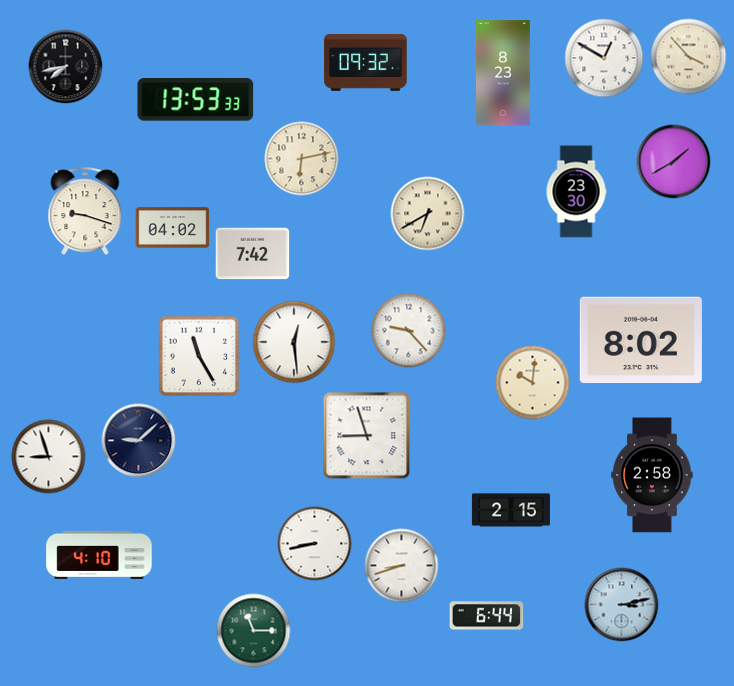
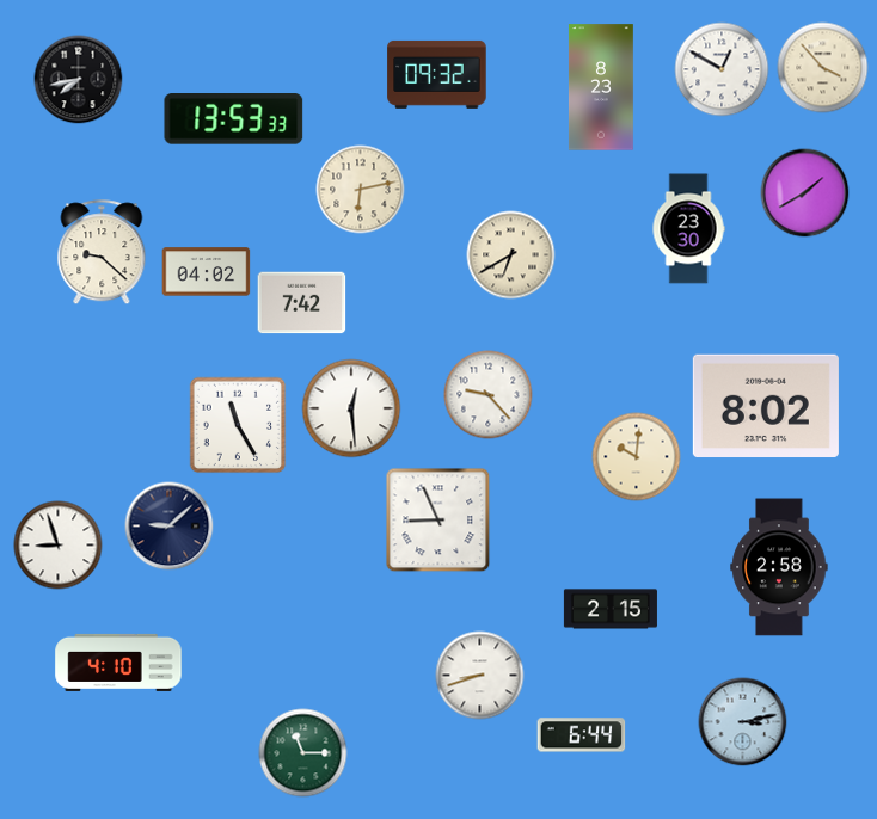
clock at (85, 212): 9:18 -> 9:22
clock at (367, 436): 8:57 -> 8:56
clock at (139, 441) position: (139, 441) -> (170, 526)
clock at (315, 544): 8:43 -> none
